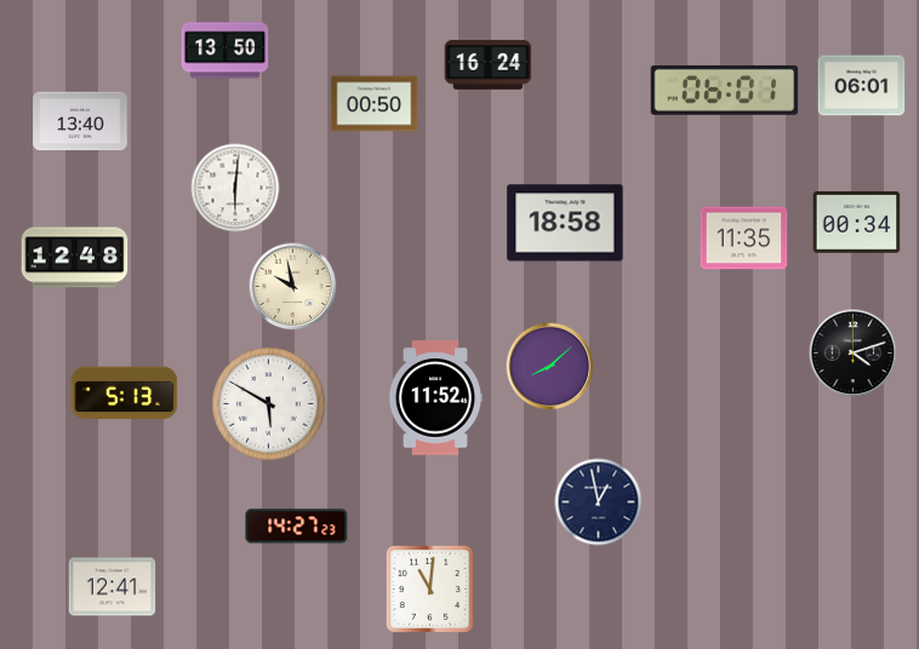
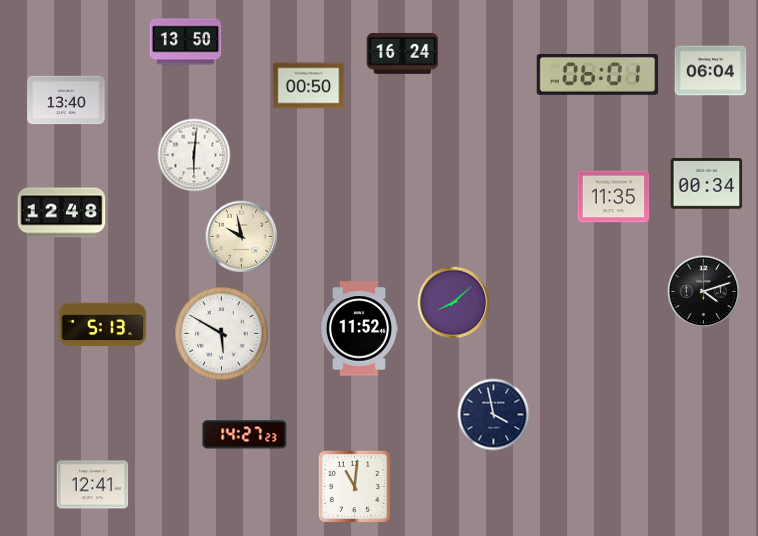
clock at (862, 86): 06:01 -> 06:04
clock at (565, 223): 18:58 -> none
clock at (599, 502): 12:58 -> 3:58
